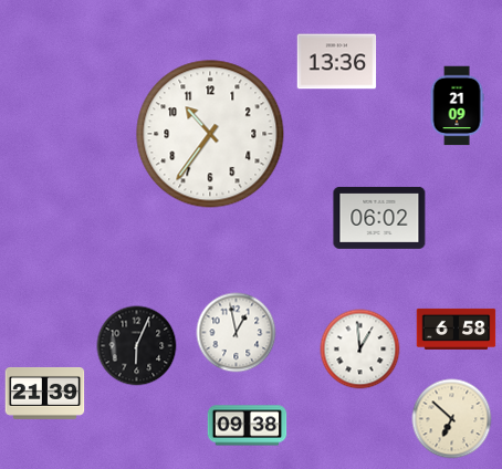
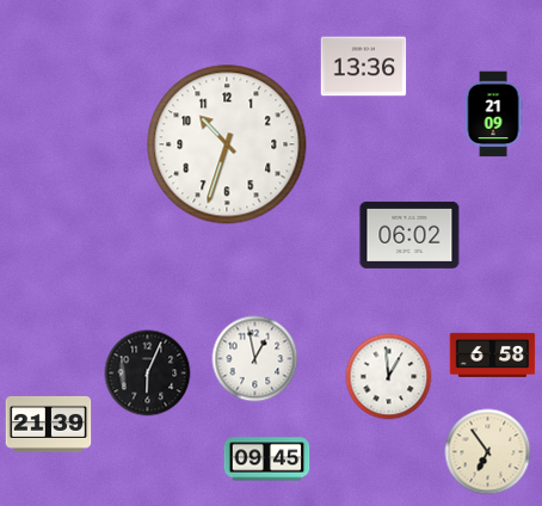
clock at (210, 134): 10:36 -> 10:33
clock at (452, 419): 6:52 -> 6:54
clock at (248, 426): 09:38 -> 09:45
